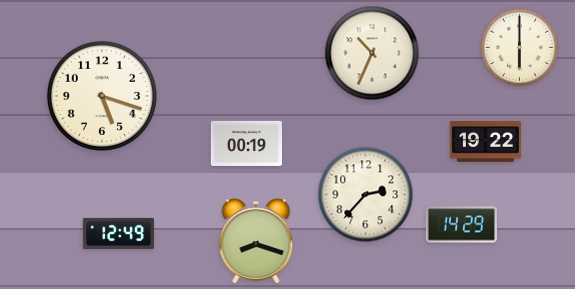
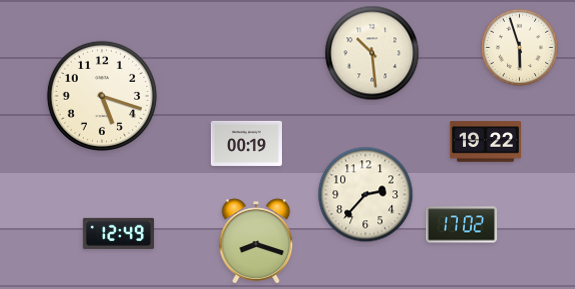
clock at (519, 47): 6:00 -> 5:57
clock at (372, 53): 10:34 -> 10:29
clock at (461, 225): 14:29 -> 17:02
